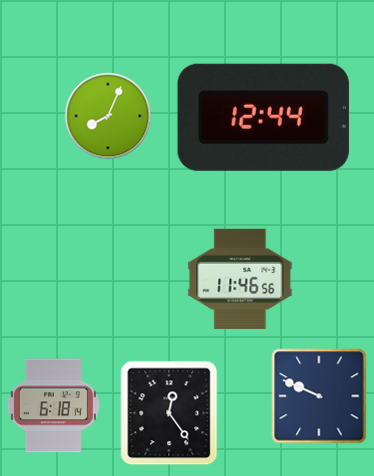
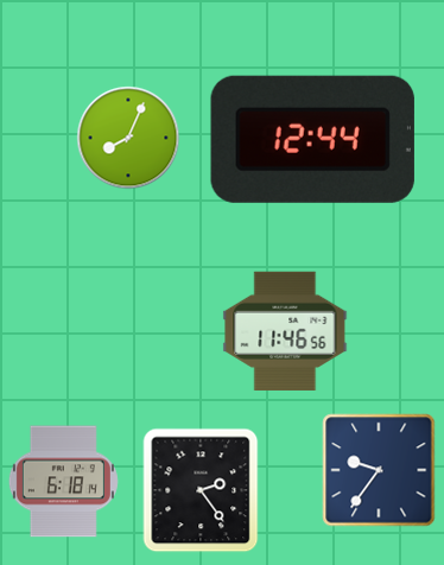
clock at (319, 396): 9:49 -> 9:36
clock at (169, 413): 12:24 -> 2:24
